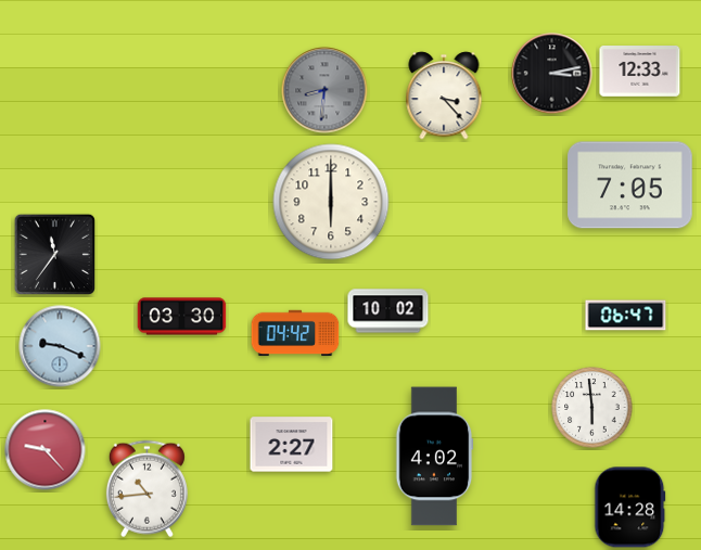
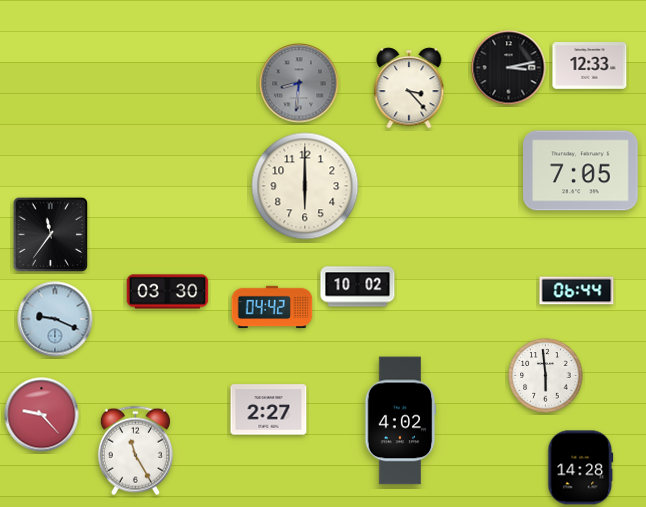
clock at (626, 316): 06:47 -> 06:44
clock at (146, 489): 10:44 -> 11:25
